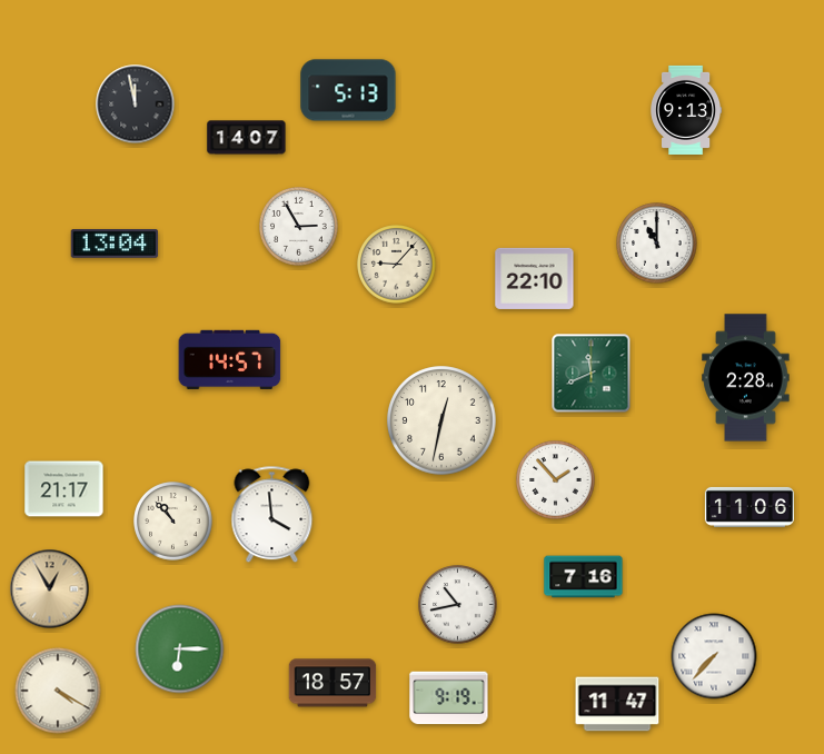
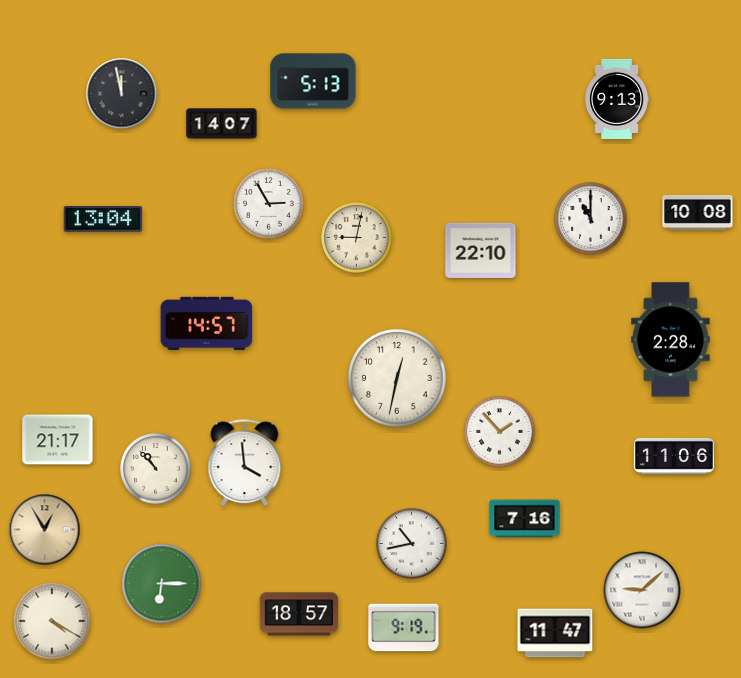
clock at (698, 213): none -> 10:08
clock at (397, 265): 9:07 -> 9:02
clock at (592, 374): 11:41 -> none
clock at (714, 656): 7:37 -> 9:08
